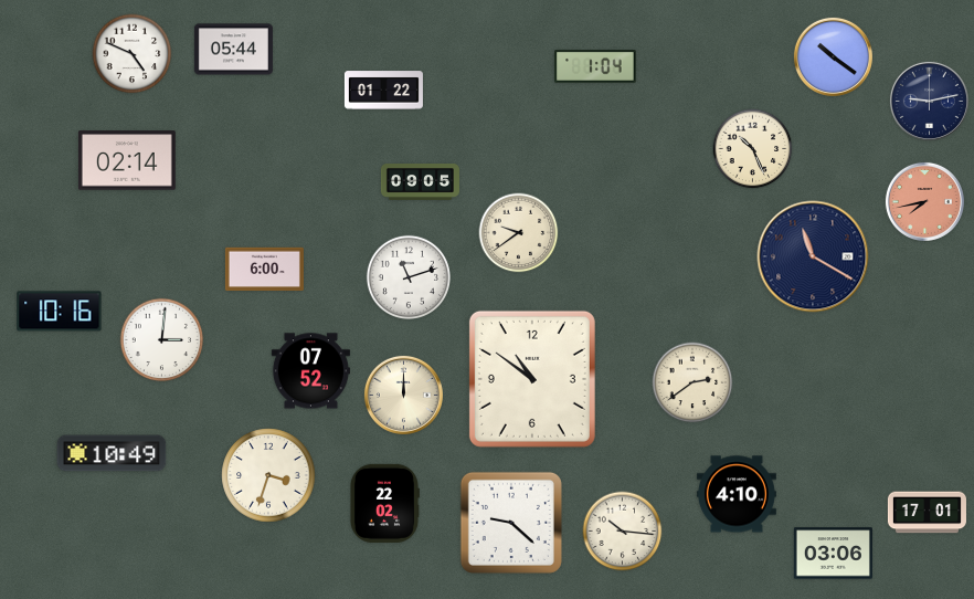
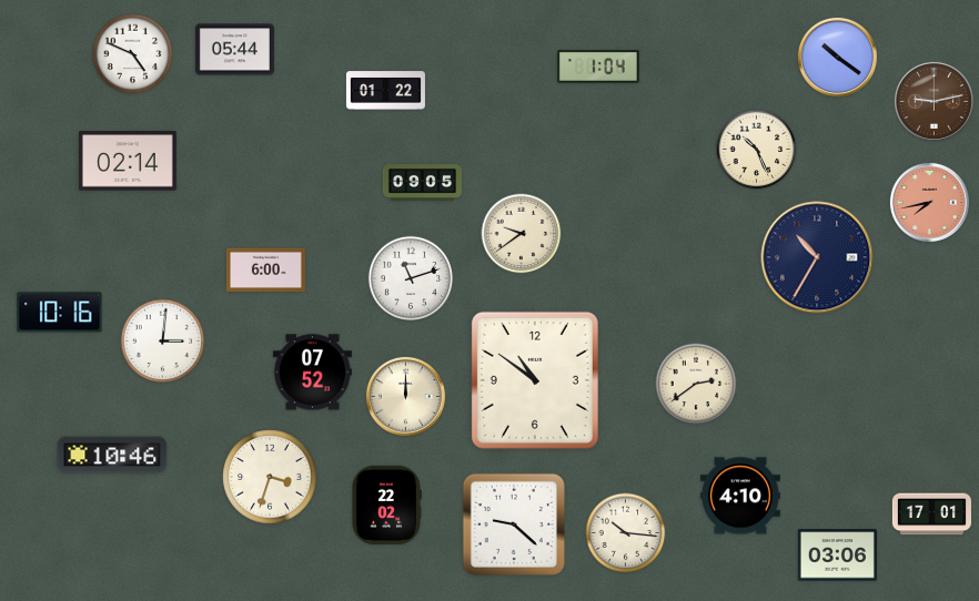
clock at (929, 101) dial: navy -> brown
clock at (813, 256): 11:20 -> 10:35
clock at (112, 453): 10:49 -> 10:46
